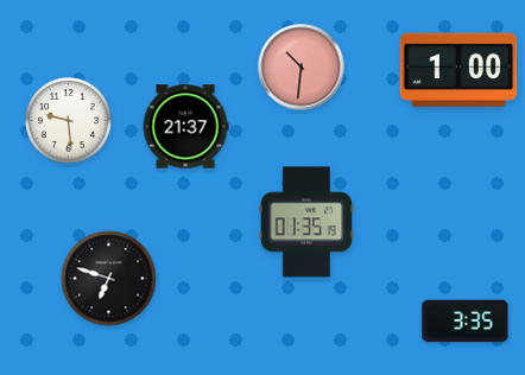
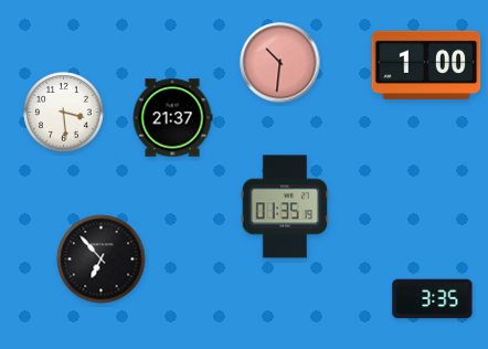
clock at (69, 121): 9:29 -> 3:29
clock at (109, 279): 6:48 -> 6:53
